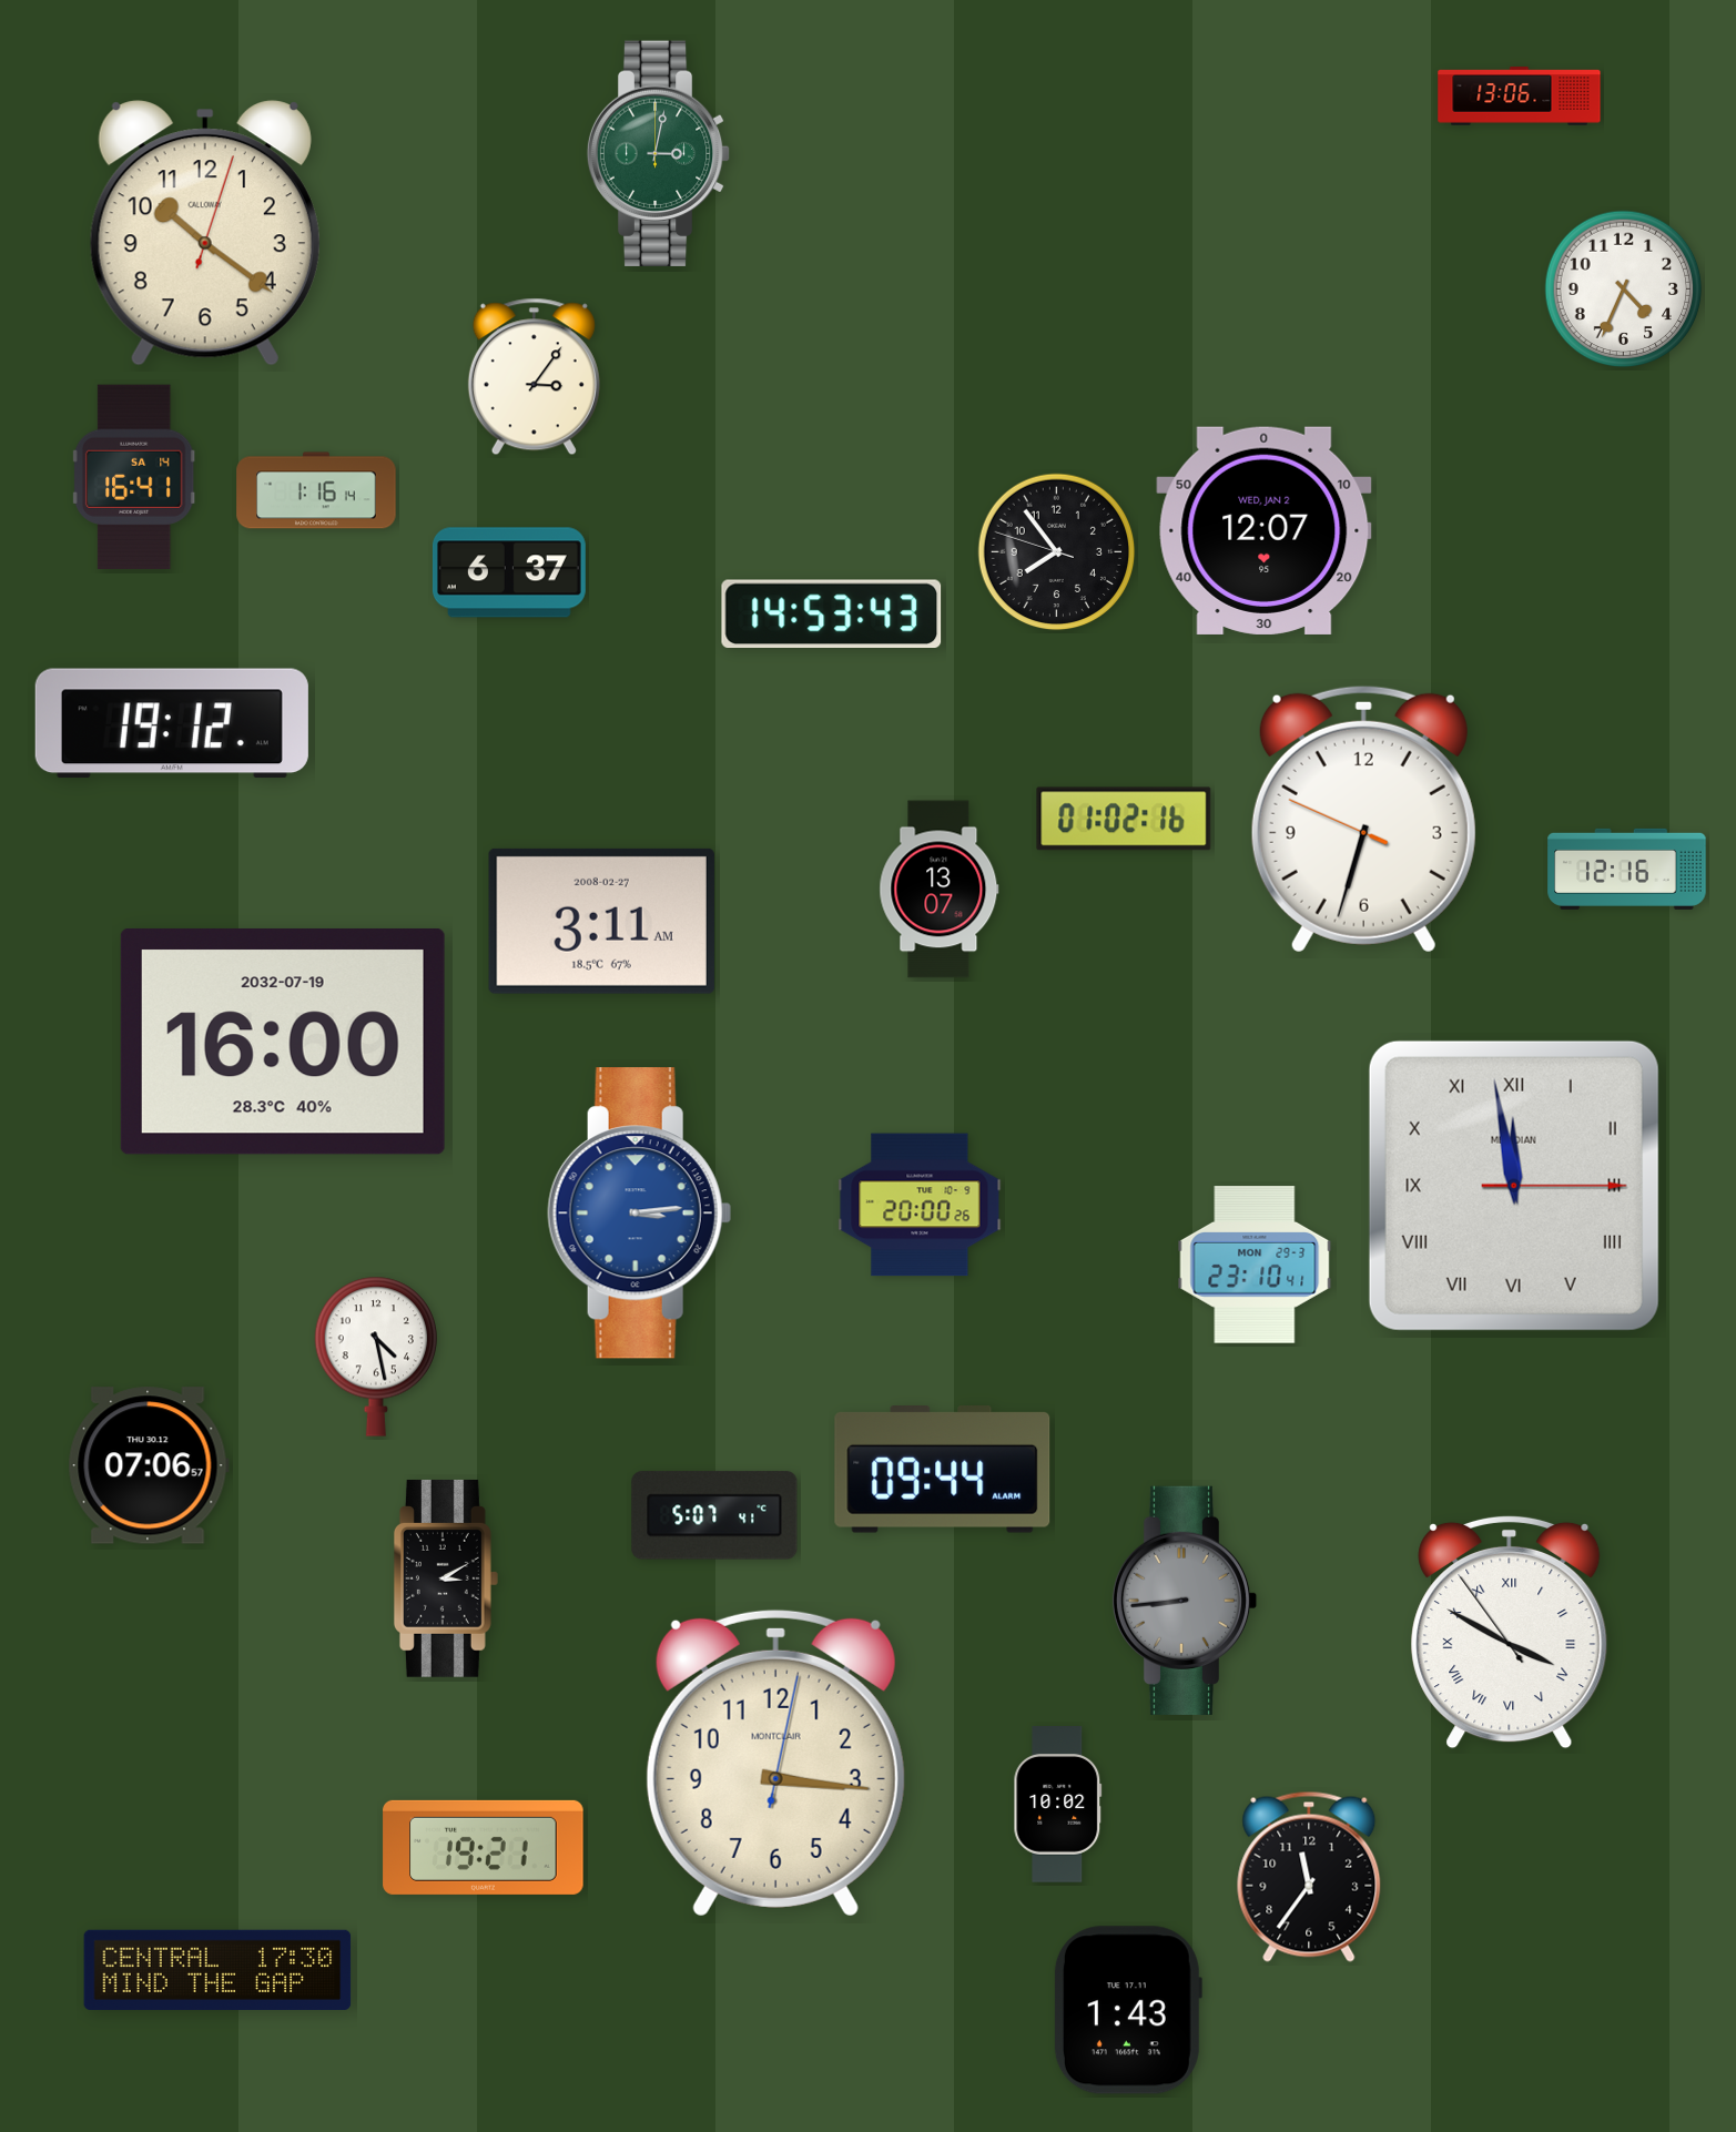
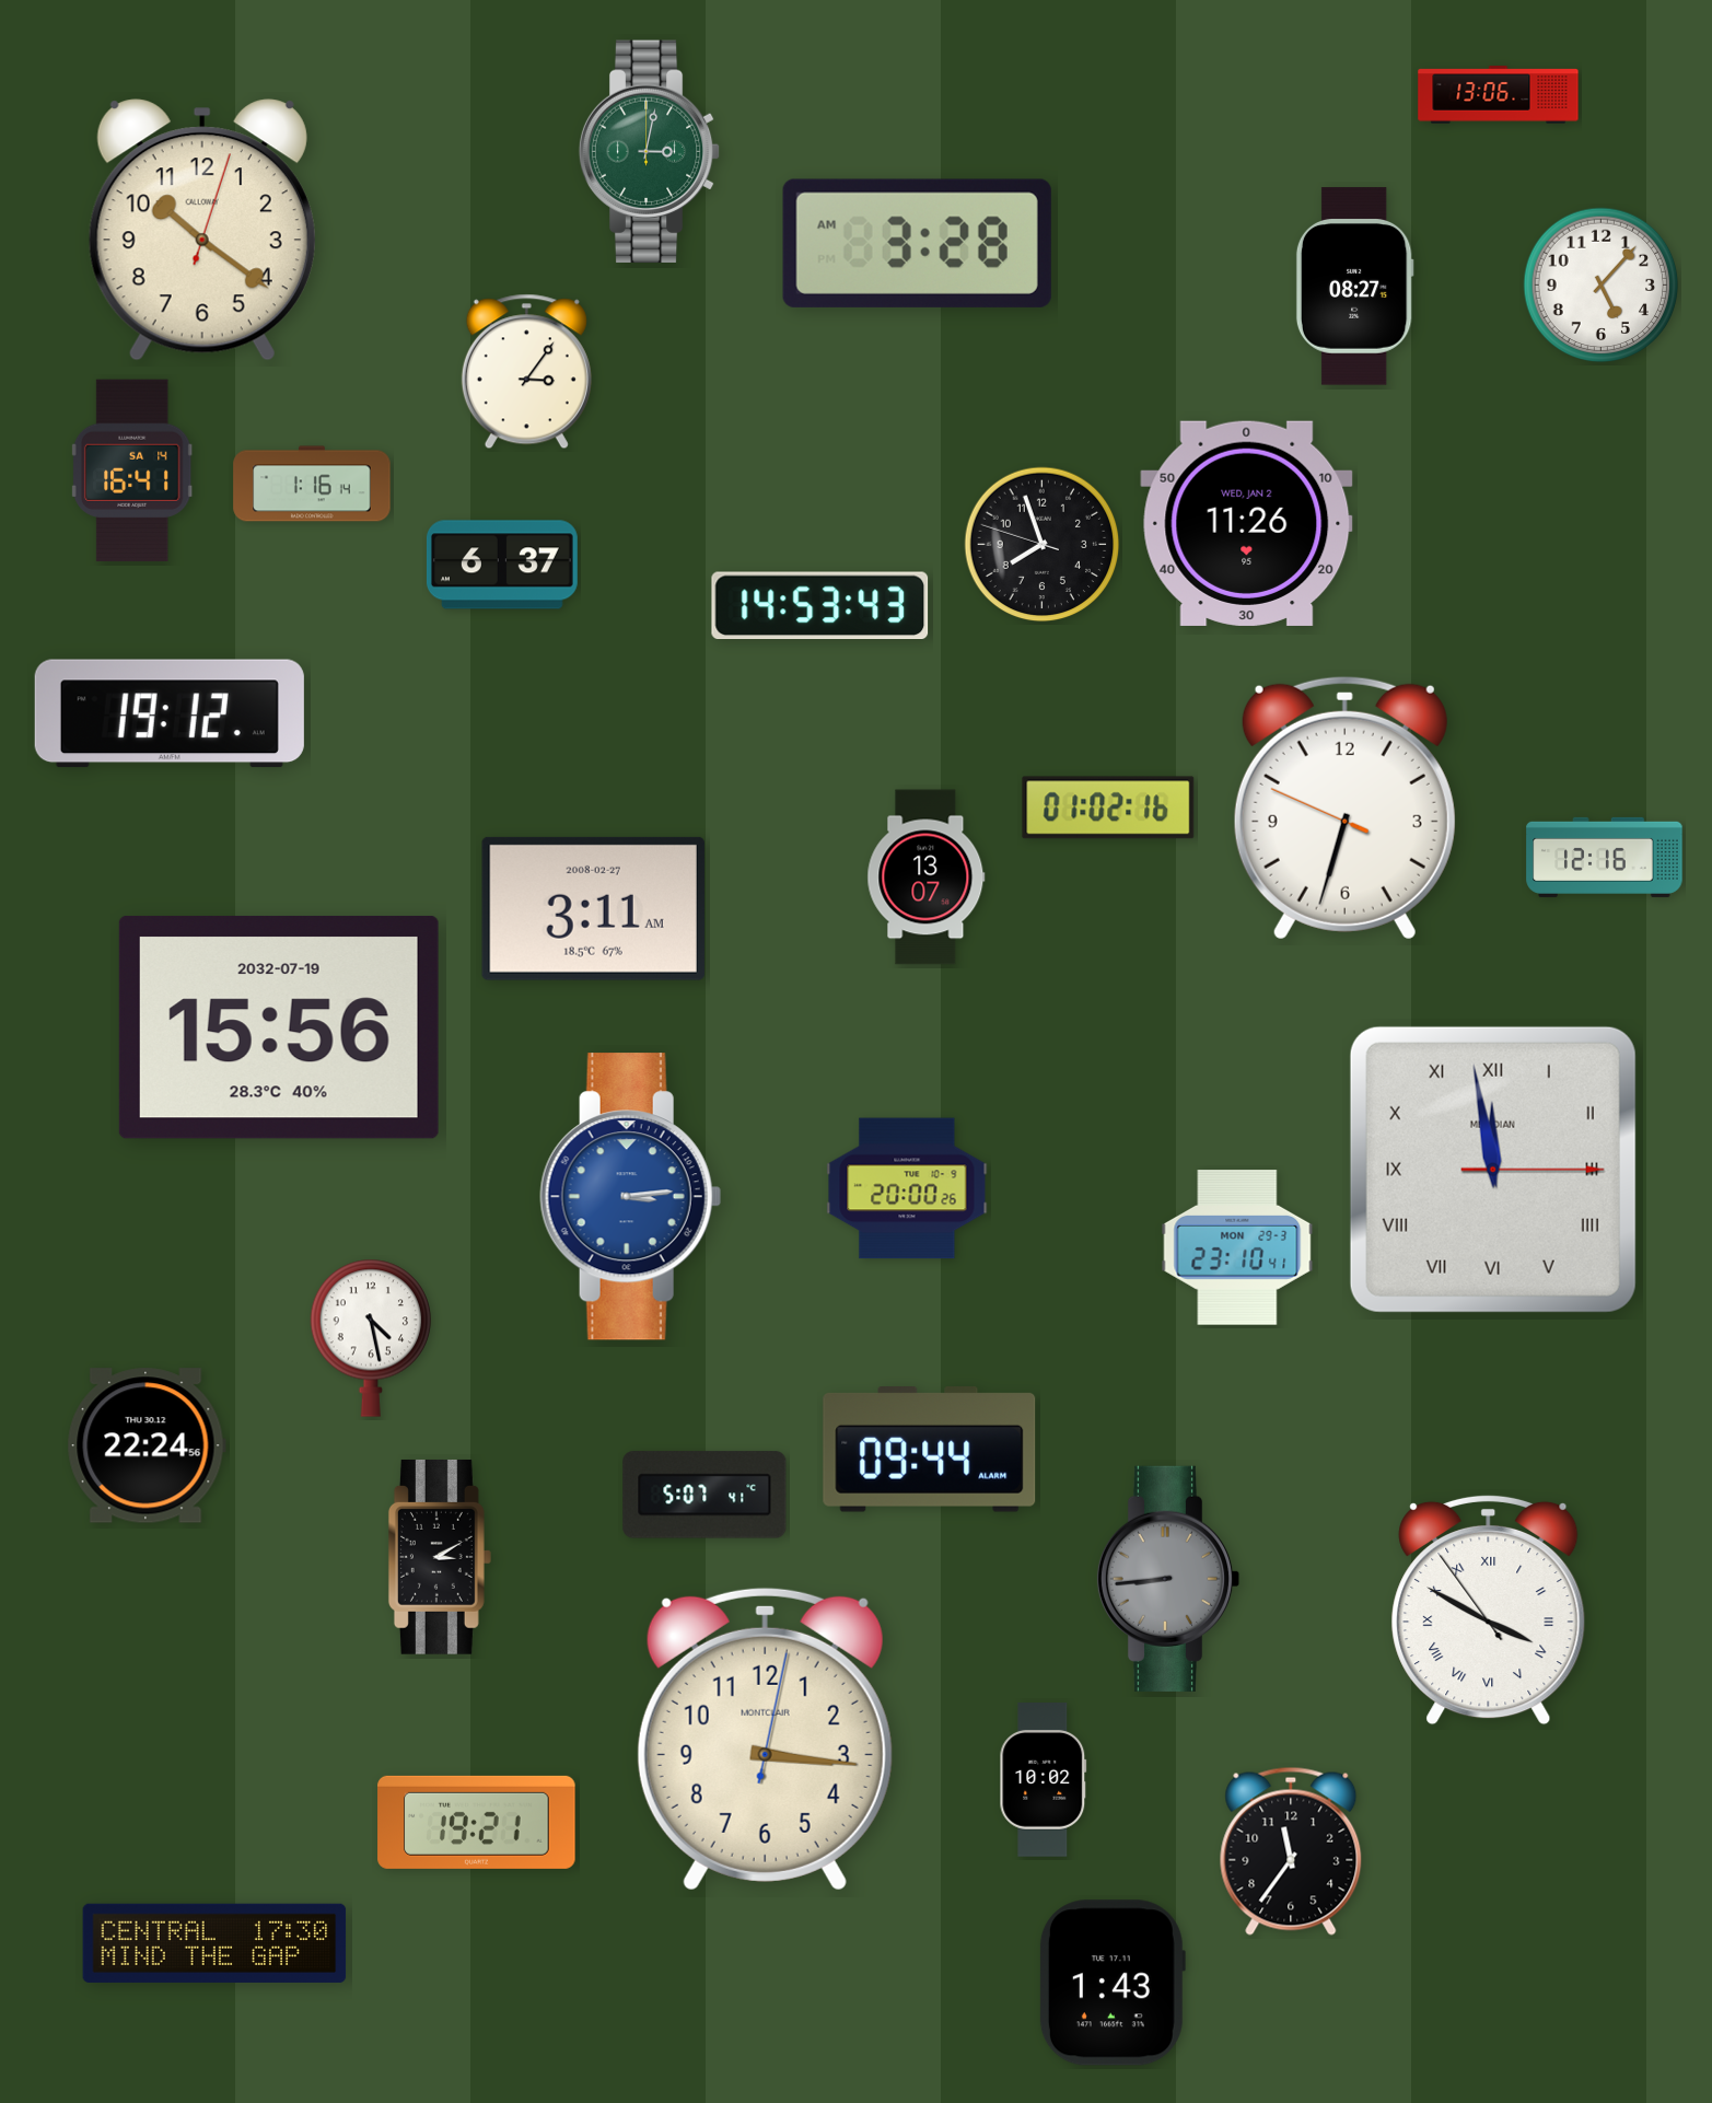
clock at (917, 243): none -> 3:28
clock at (1624, 290): 4:34 -> 5:07
clock at (1354, 287): none -> 08:27
clock at (1265, 530): 12:07 -> 11:26
clock at (1057, 552): 7:53 -> 7:56
clock at (283, 1042): 16:00 -> 15:56
clock at (149, 1465): 07:06 -> 22:24
